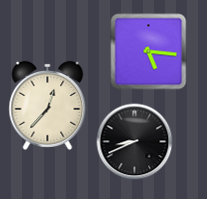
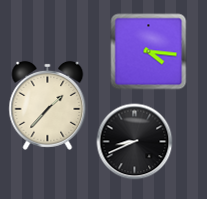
clock at (149, 52): 5:16 -> 4:16
clock at (48, 105): 12:37 -> 1:37
